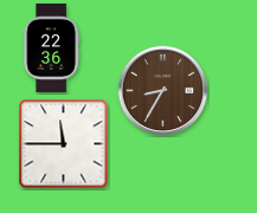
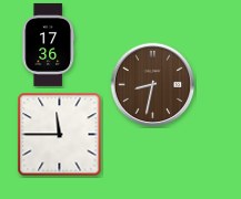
clock at (51, 47): 22:36 -> 17:36
clock at (163, 91): 8:35 -> 8:32
